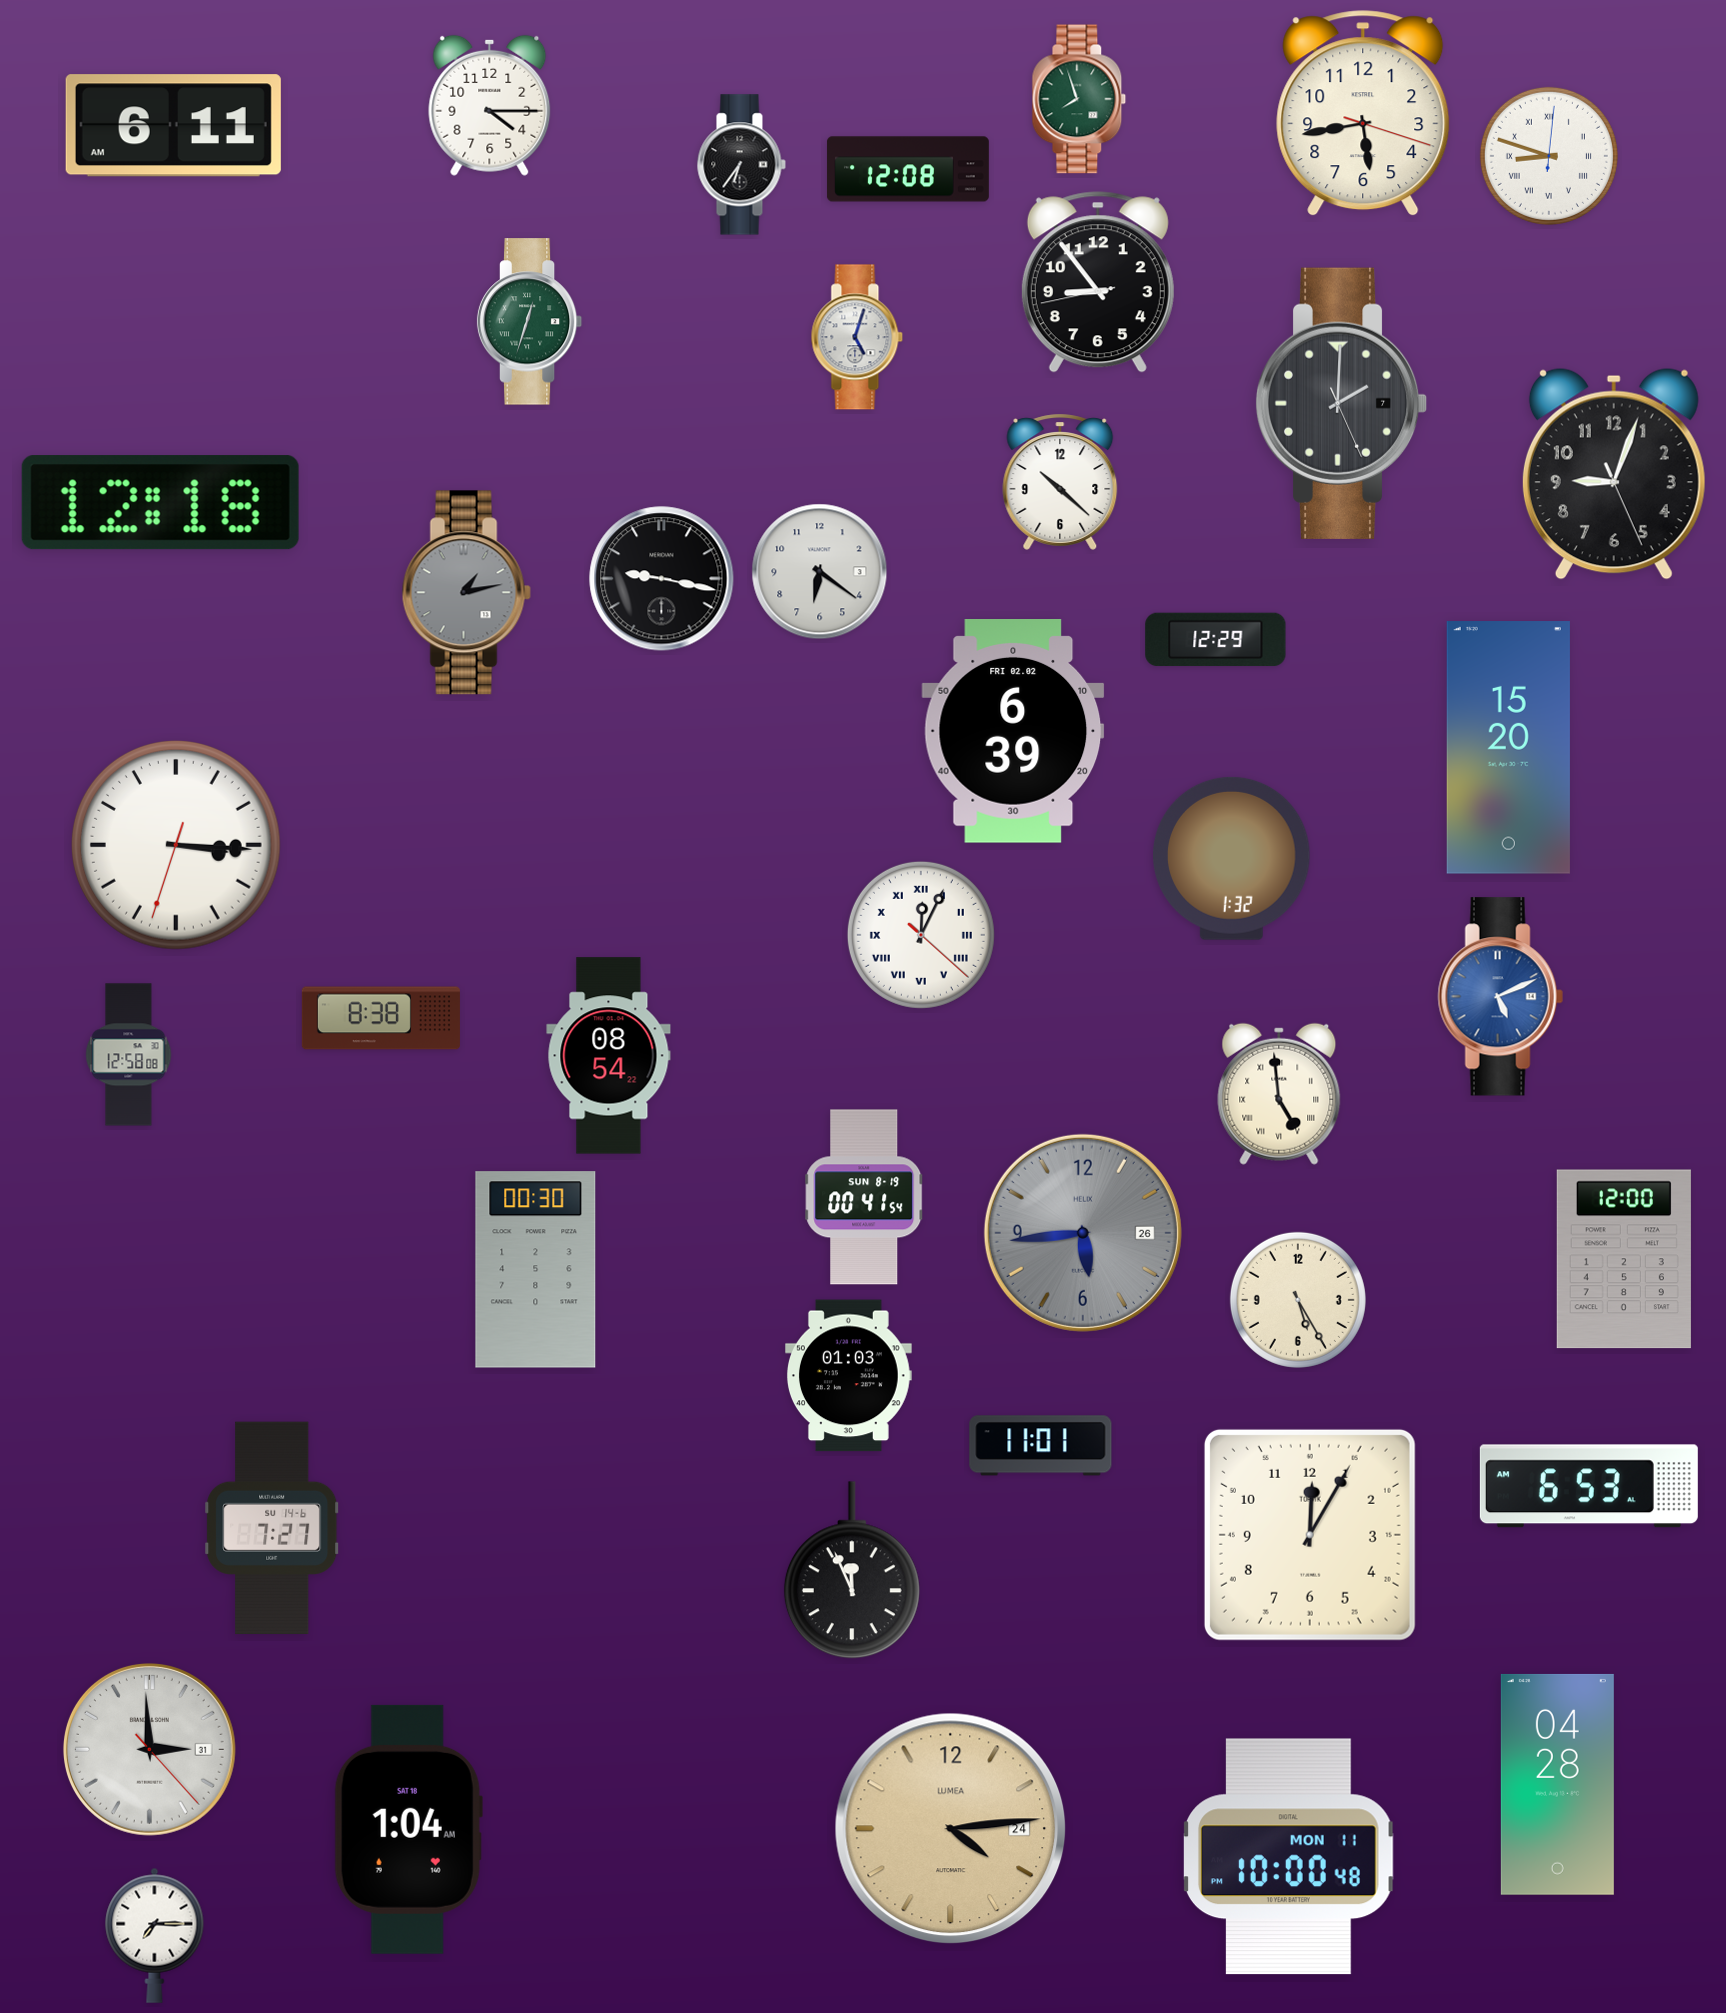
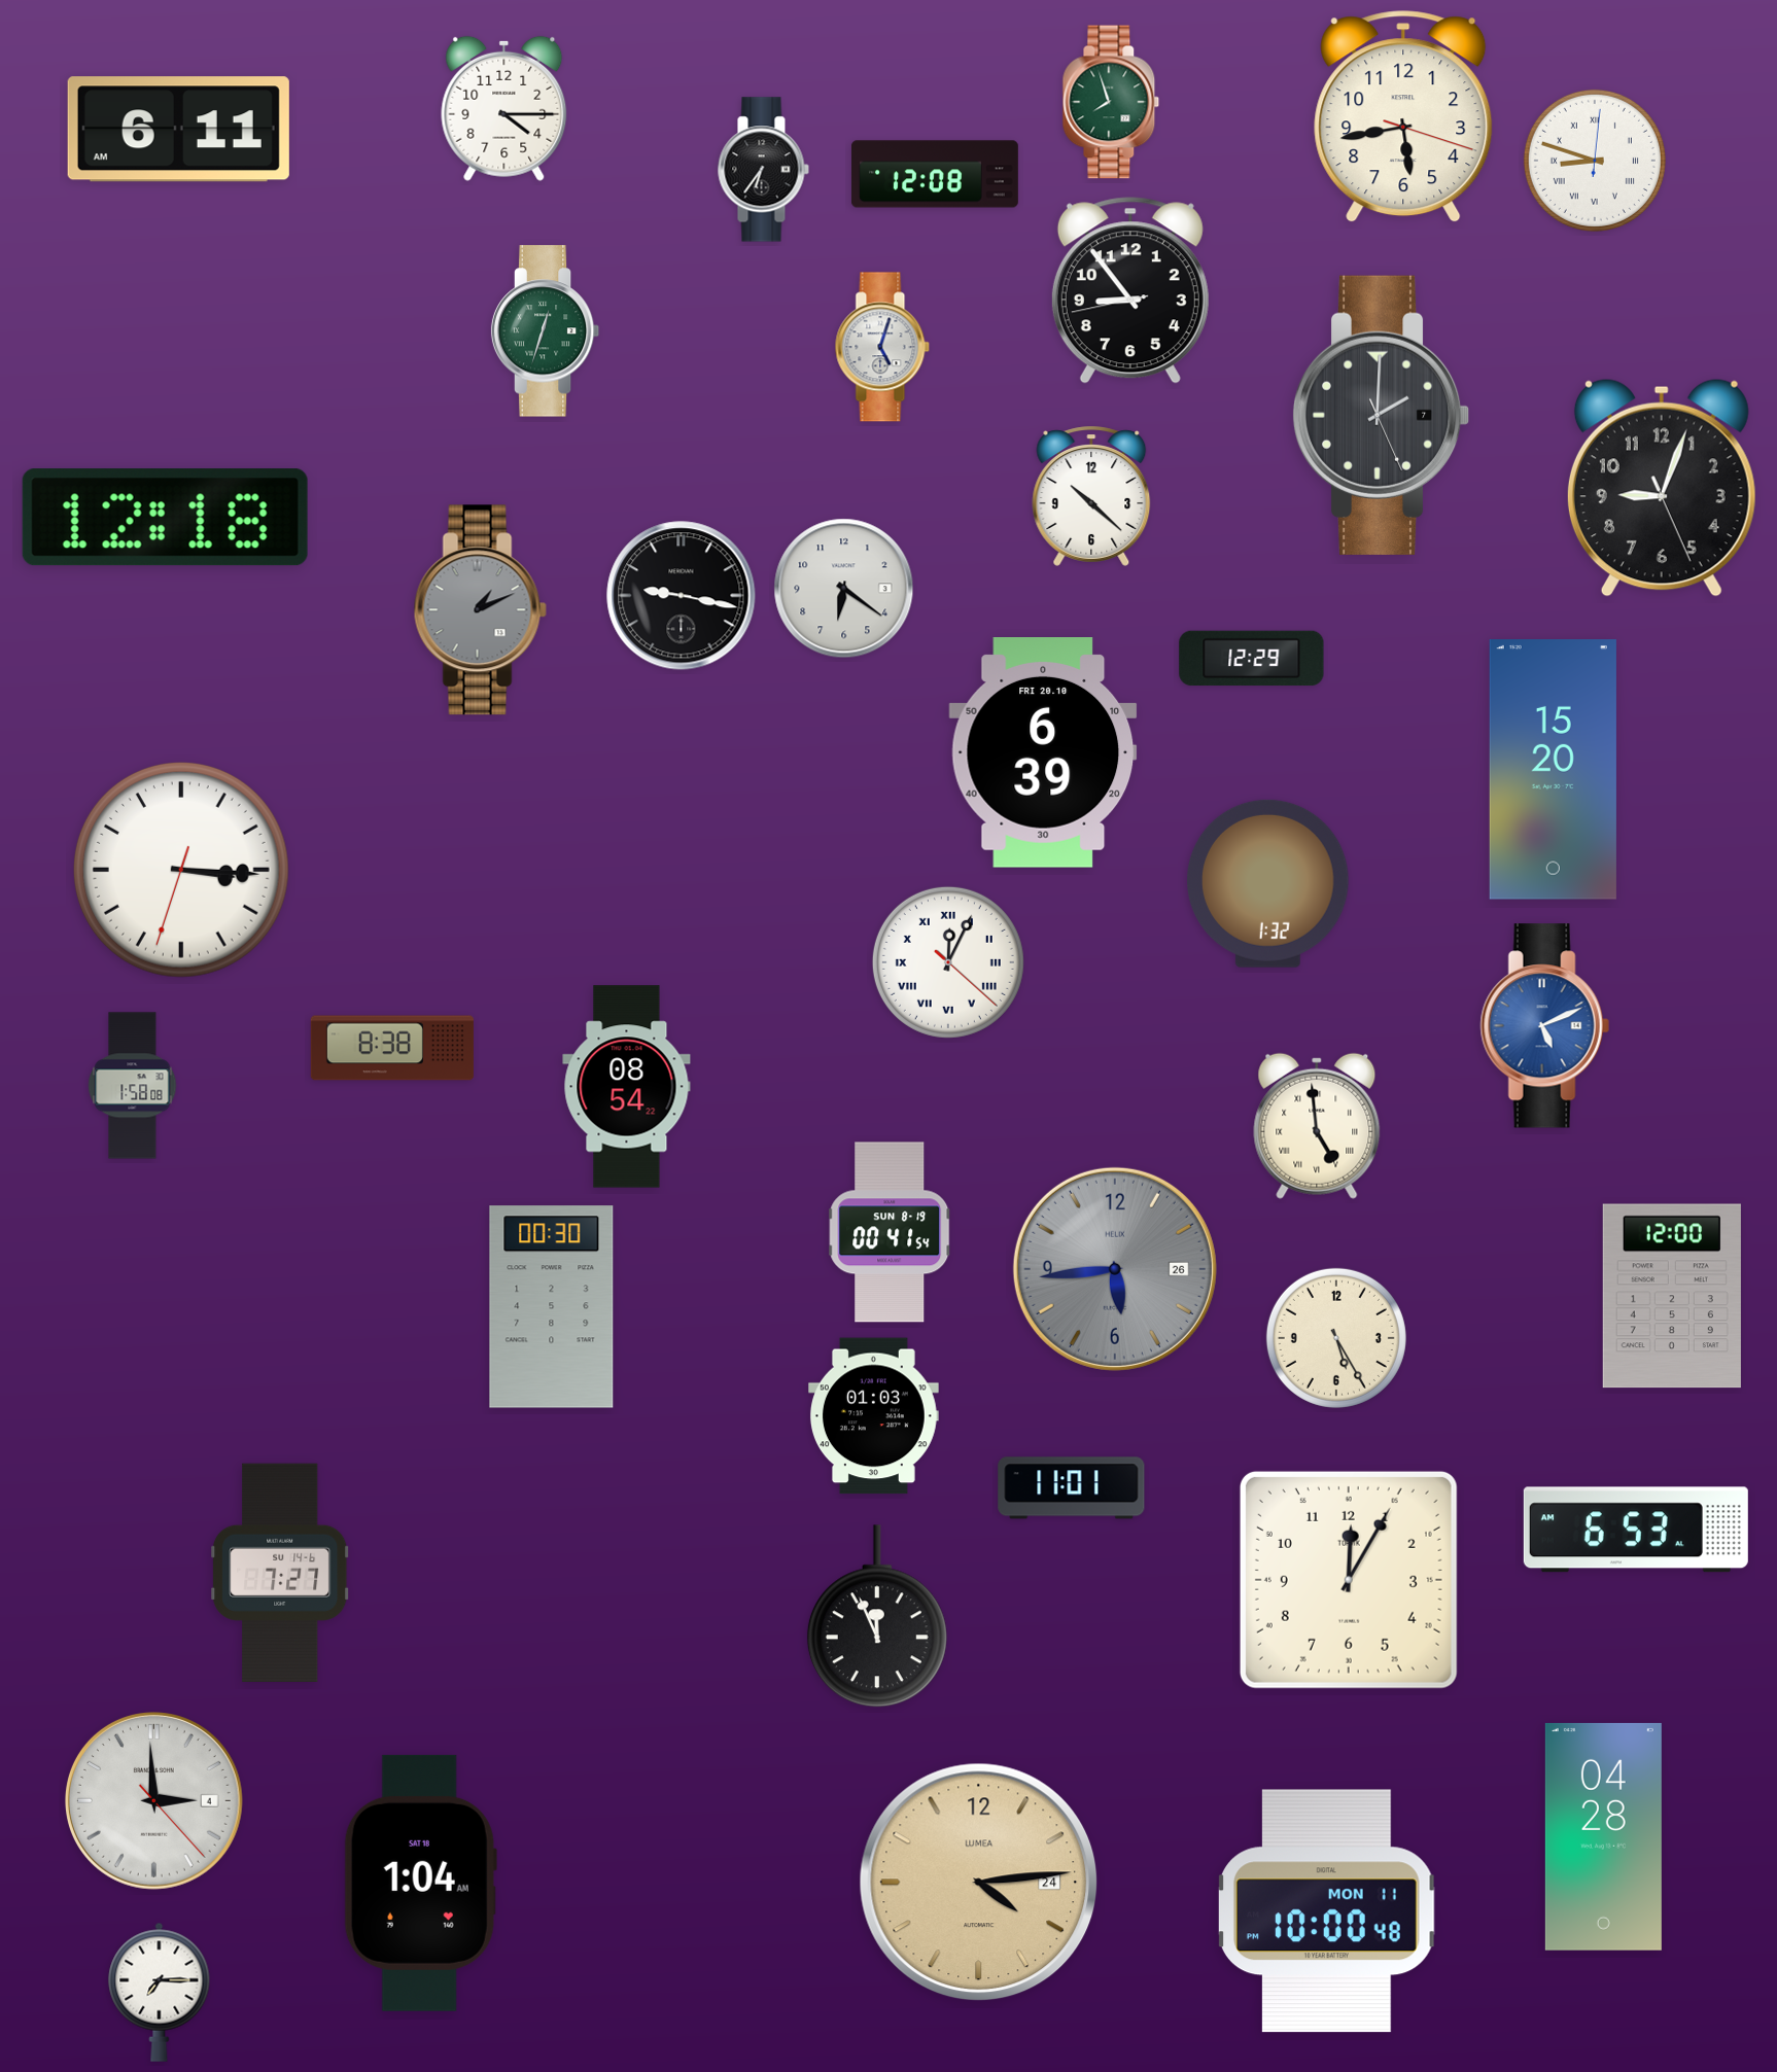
clock at (466, 593): 1:13 -> 1:11
clock at (1013, 732) date: FRI 02.02 -> FRI 20.10
clock at (129, 1055): 12:58 -> 1:58
clock at (149, 1749) date: 31 -> 4
